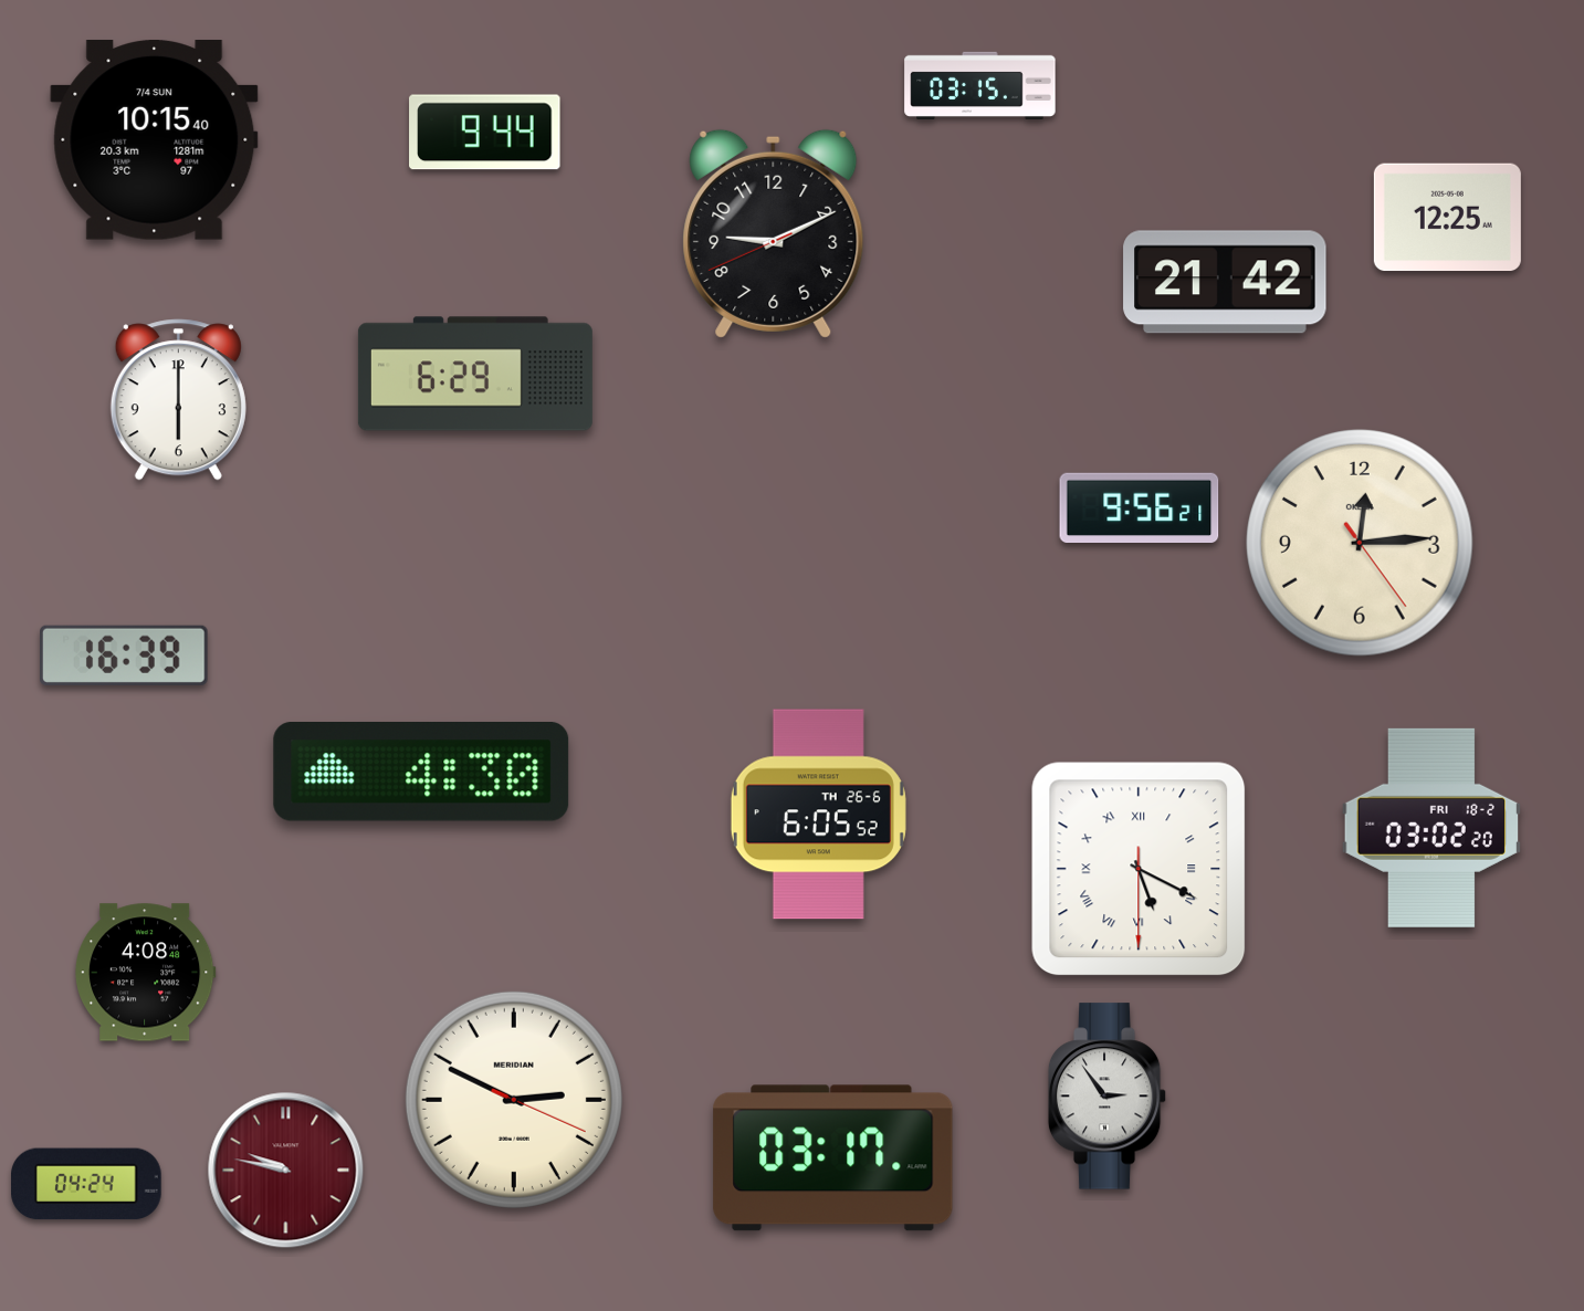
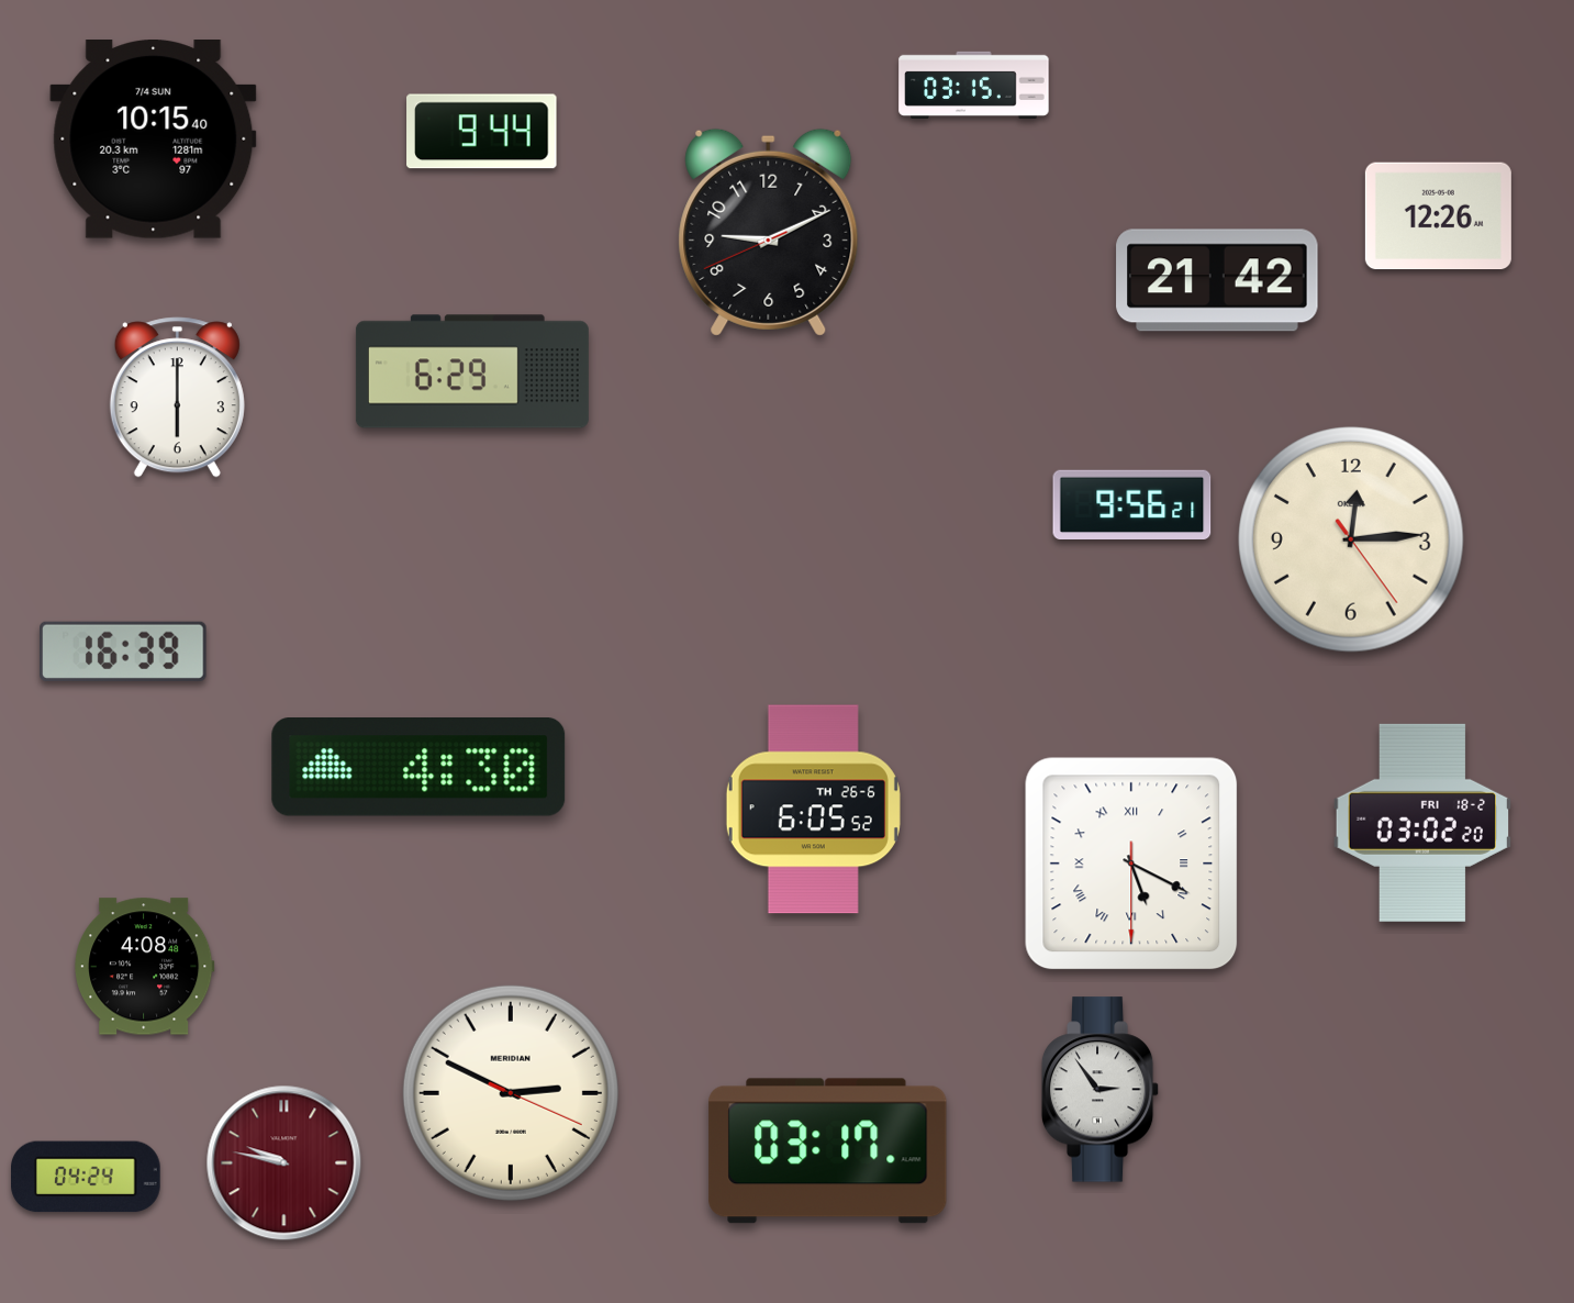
clock at (1447, 218): 12:25 -> 12:26
